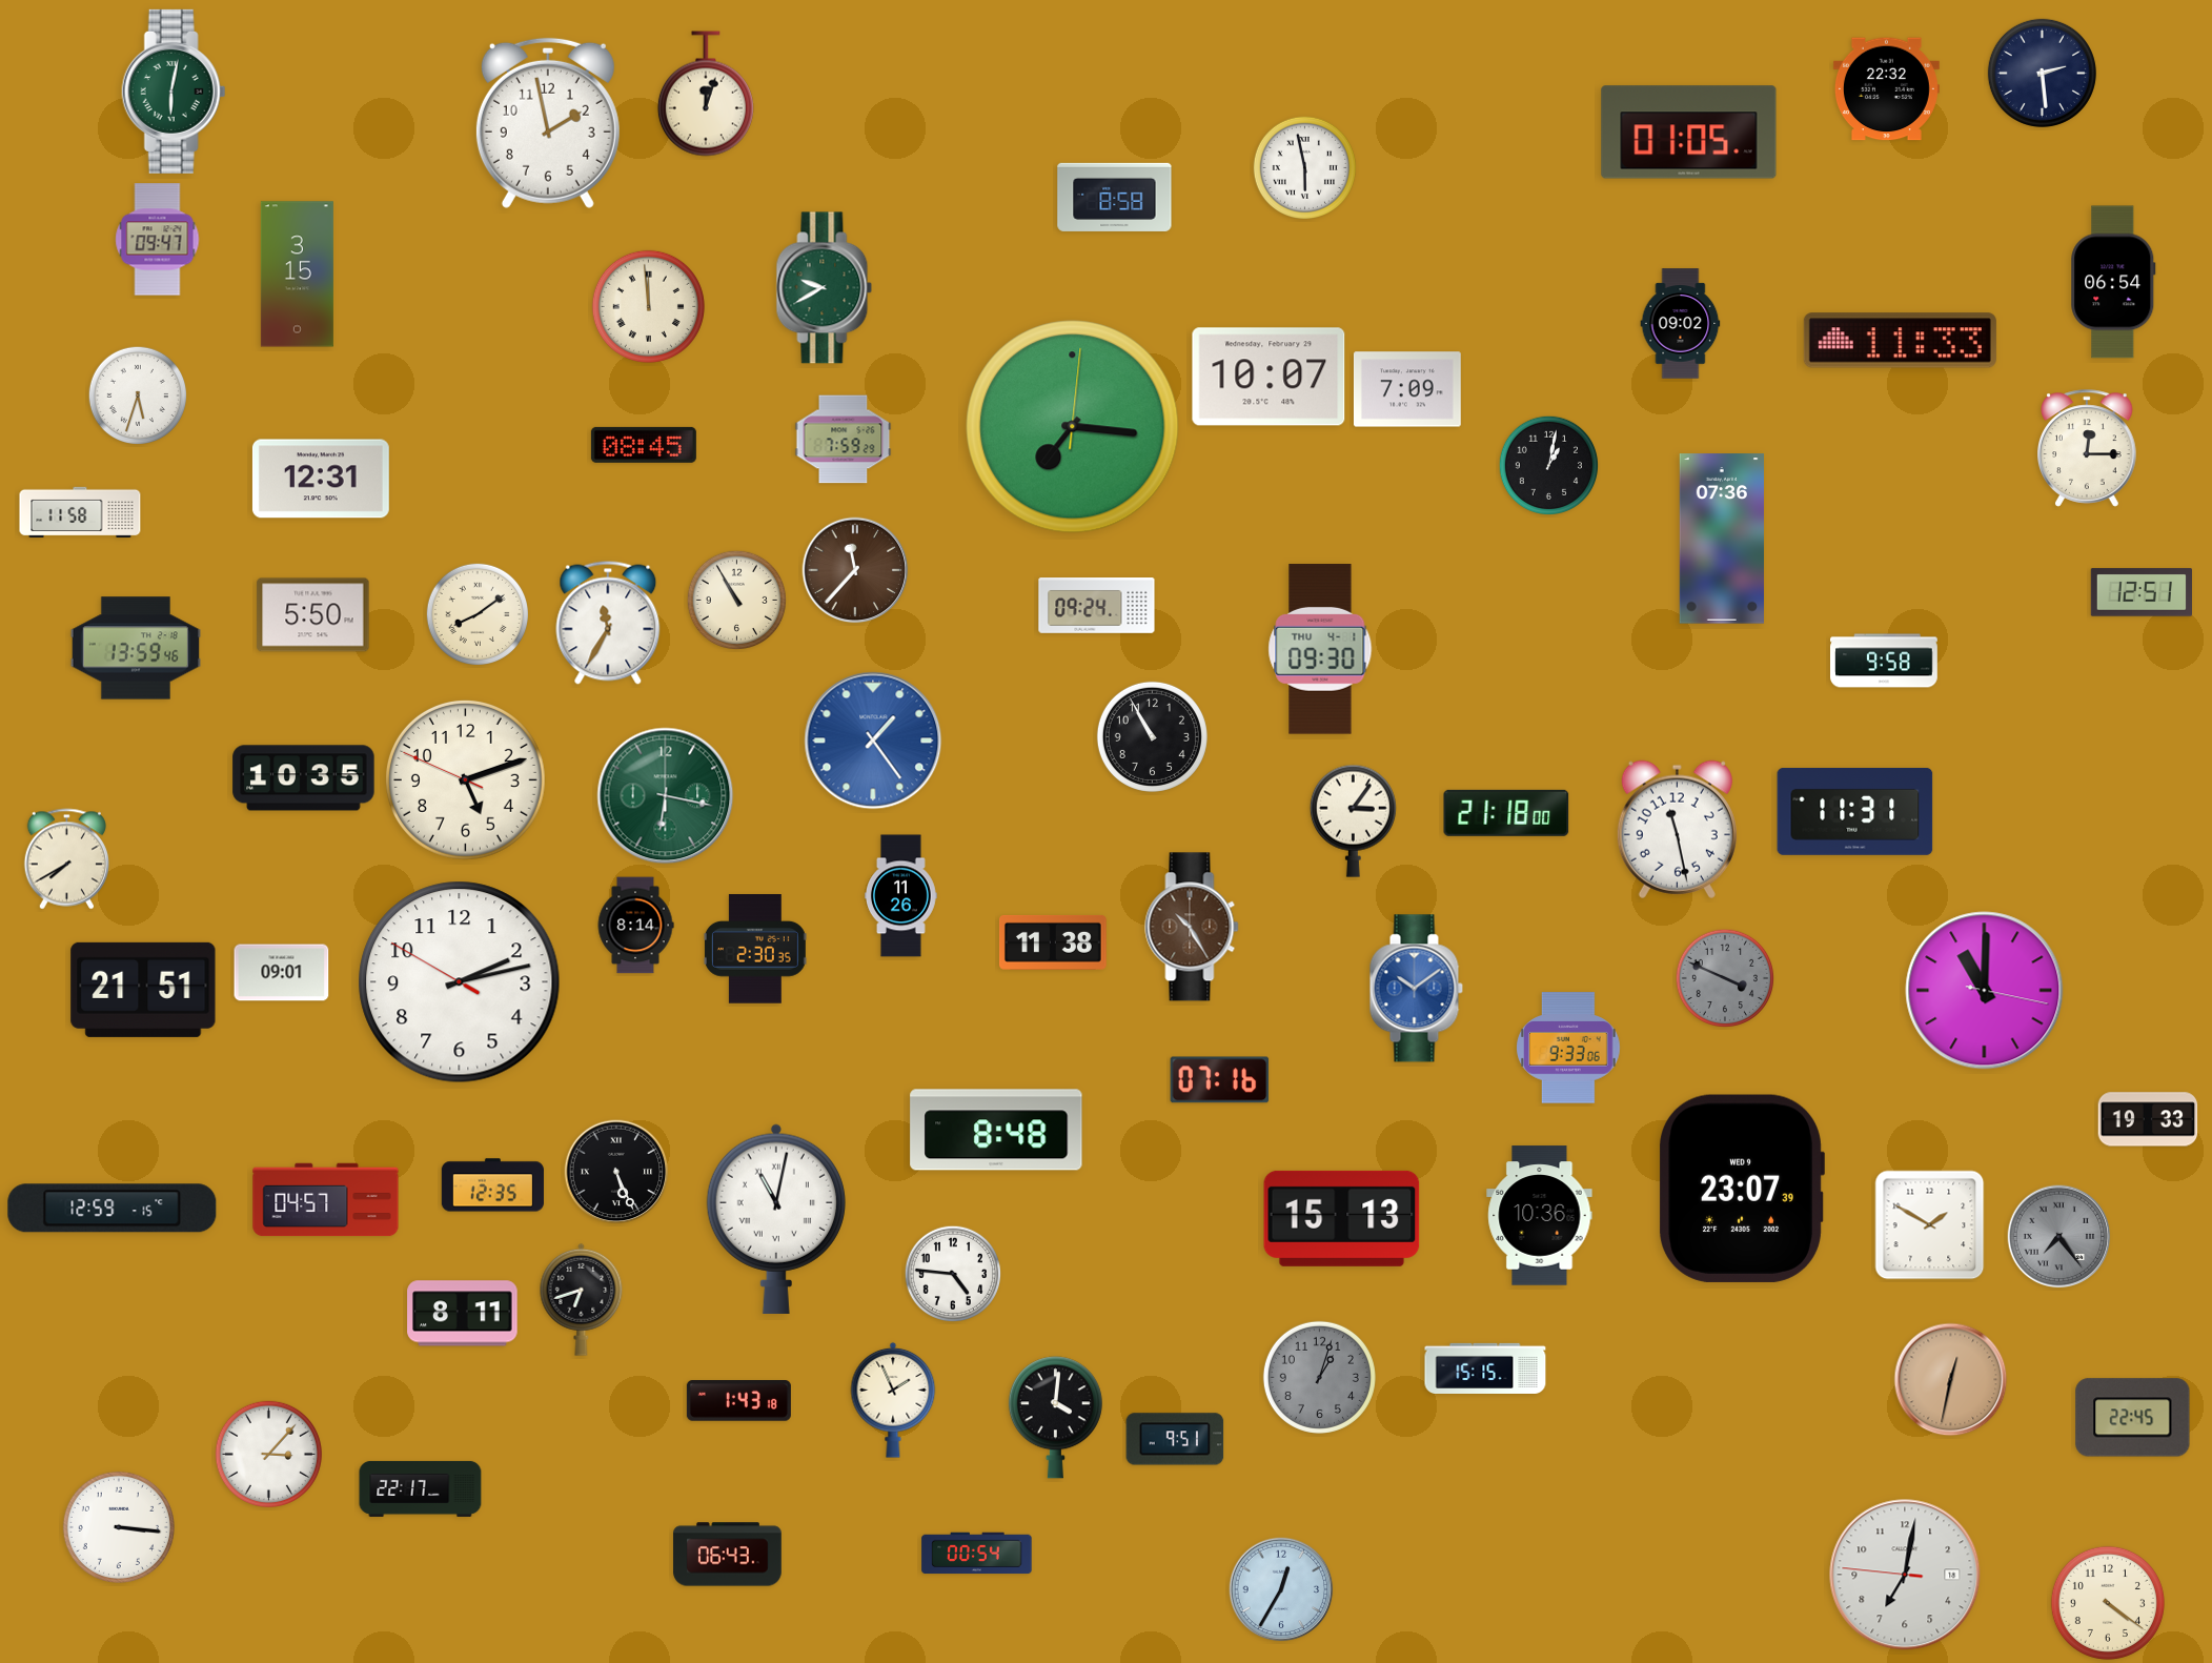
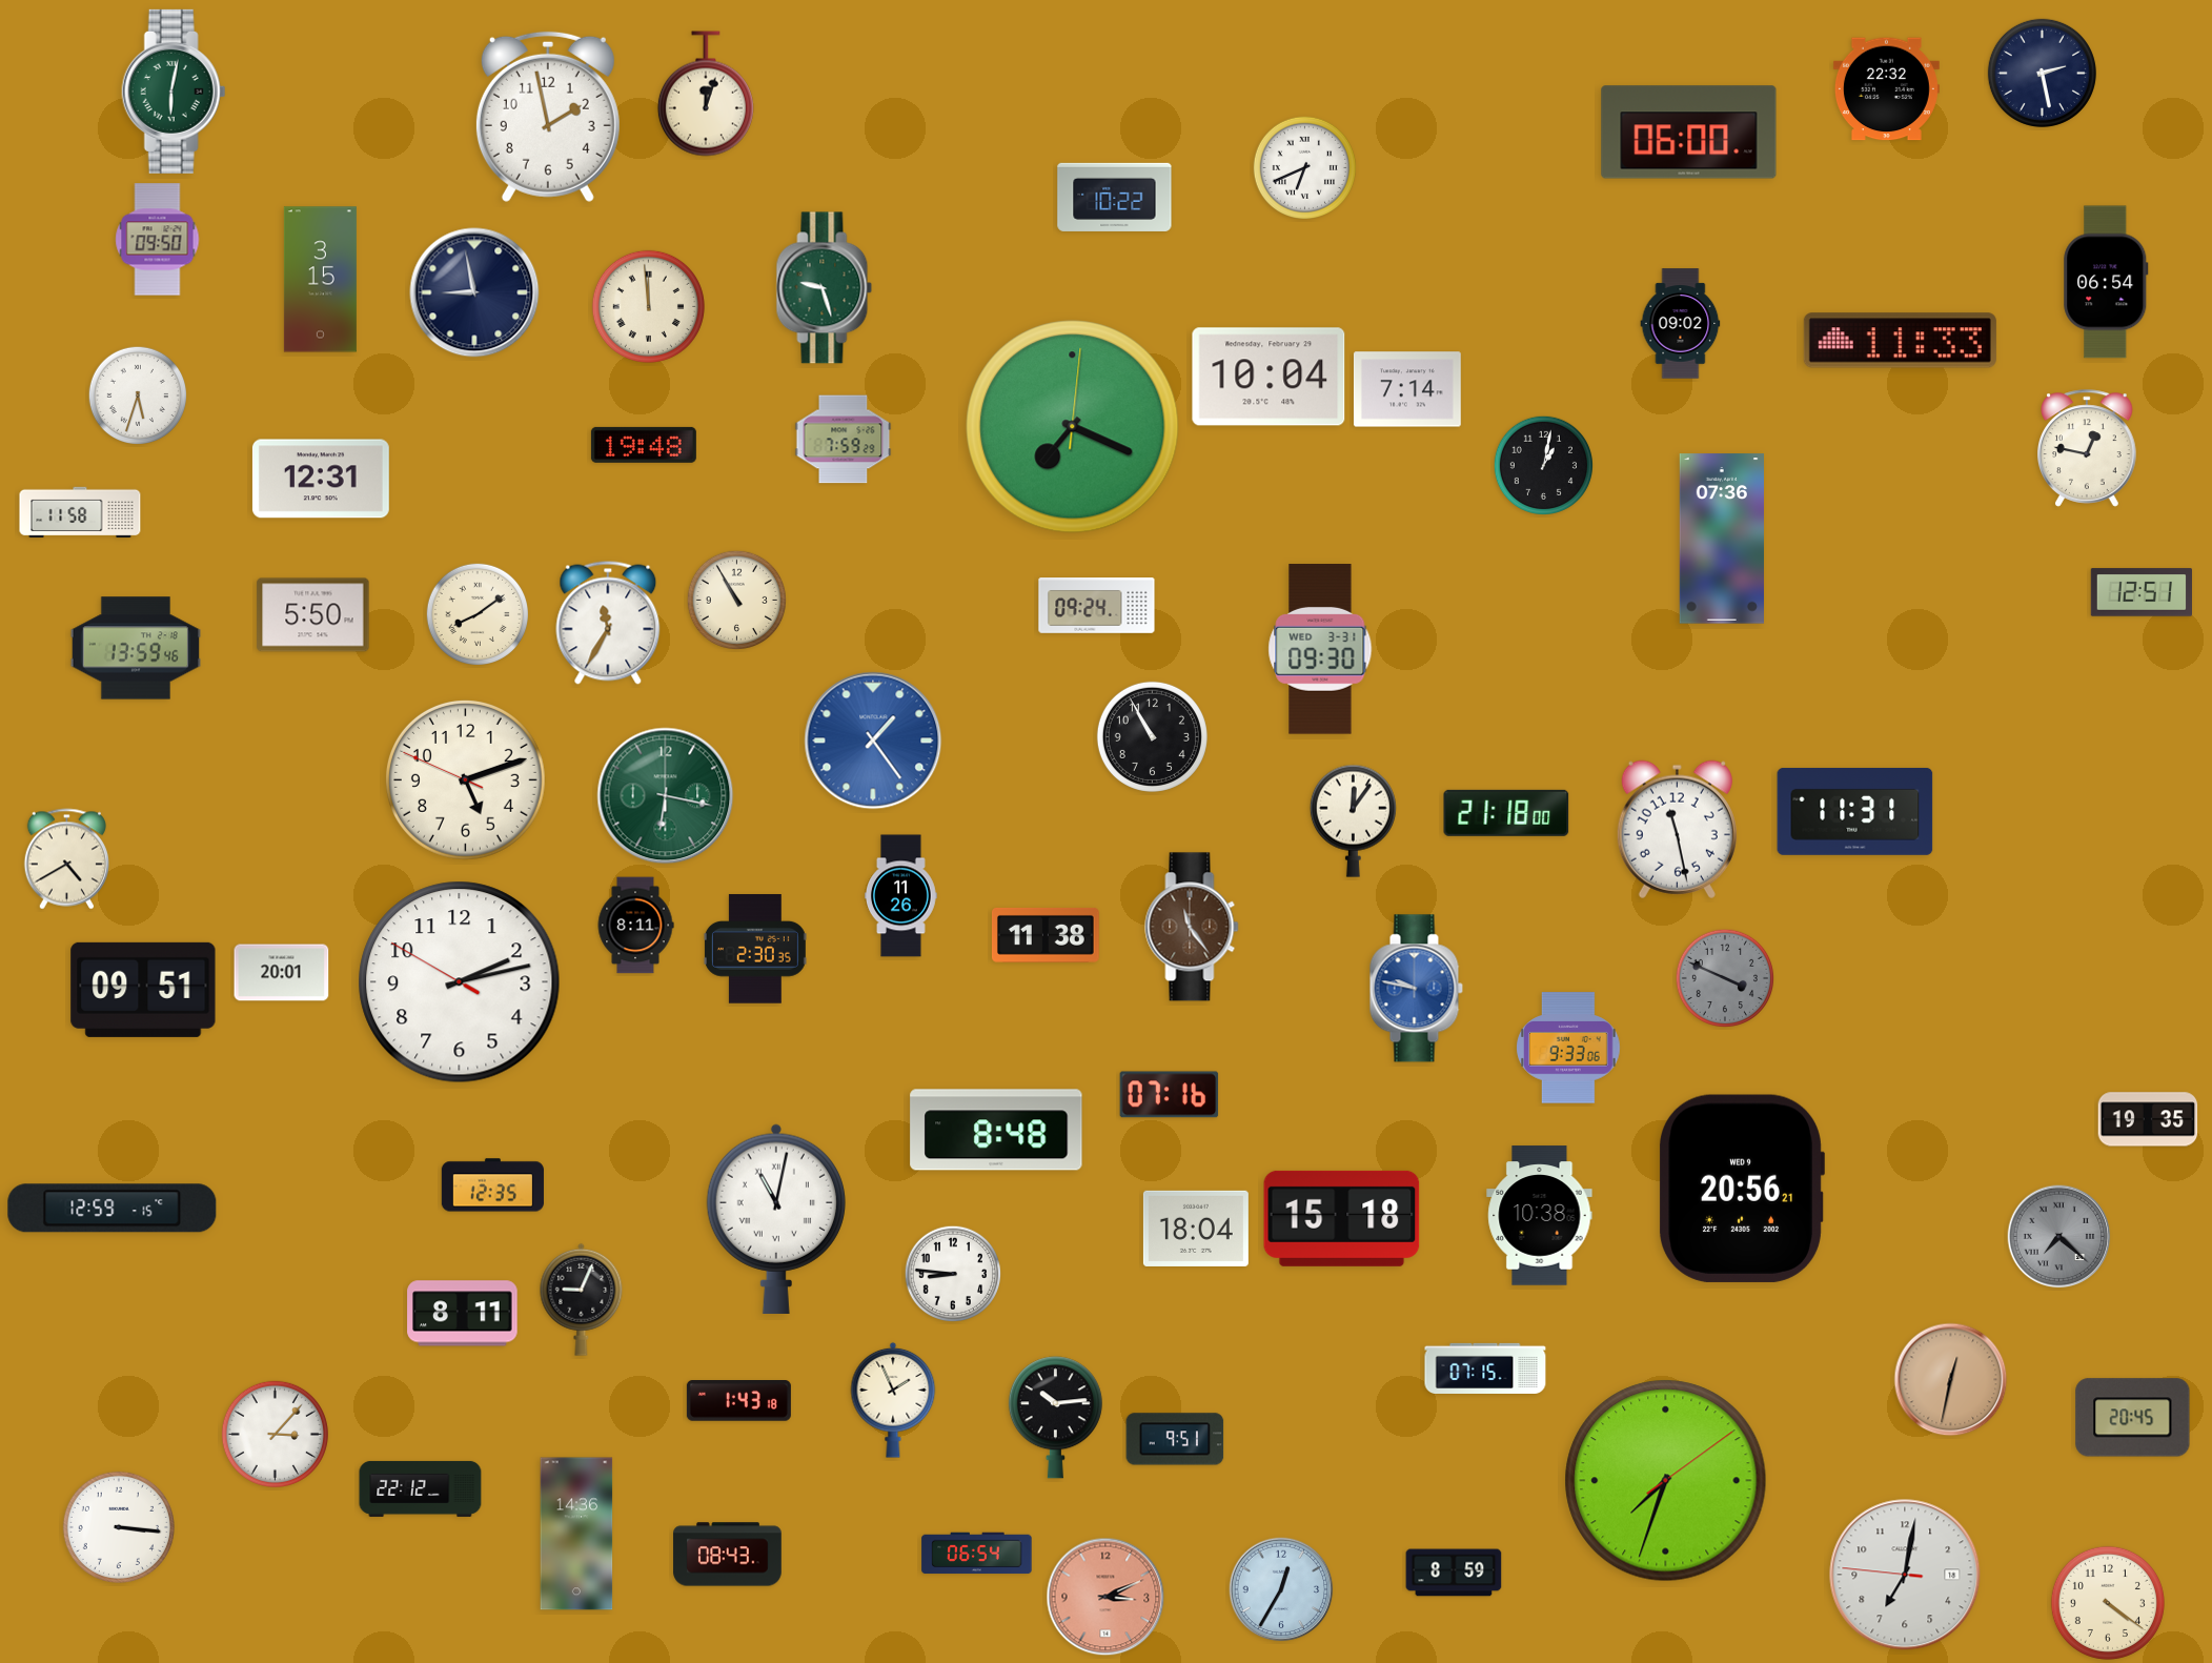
clock at (2042, 73): 2:29 -> 2:28
clock at (548, 123) position: (548, 123) -> (548, 117)
clock at (1689, 133): 01:05 -> 06:00
clock at (1304, 167): 5:58 -> 6:41
clock at (1115, 197): 8:58 -> 10:22
clock at (158, 240): 09:47 -> 09:50
clock at (297, 275) position: (297, 275) -> (320, 280)
clock at (2113, 282) position: (2113, 282) -> (2106, 282)
clock at (825, 288): 9:40 -> 9:27
clock at (474, 292): none -> 8:58
clock at (1269, 377): 10:07 -> 10:04
clock at (1407, 389): 7:09 -> 7:14
clock at (1073, 427): 7:16 -> 7:19
clock at (644, 445): 08:45 -> 19:48
clock at (2088, 448): 12:15 -> 12:47
clock at (1548, 465) position: (1548, 465) -> (1543, 465)
clock at (855, 570): 11:37 -> none
clock at (1320, 649) date: THU 4-1 -> WED 3-31
clock at (1885, 661): 9:58 -> none
clock at (304, 778): 10:35 -> none
clock at (1353, 820): 3:06 -> 12:06
clock at (66, 859): 7:40 -> 4:40
clock at (635, 926): 8:14 -> 8:11
clock at (1192, 927): 10:25 -> 11:24
clock at (1053, 942) position: (1053, 942) -> (1046, 935)
clock at (282, 973): 09:01 -> 20:01
clock at (1416, 989): 10:09 -> 9:47
clock at (143, 990): 21:51 -> 09:51
clock at (1985, 991): 11:00 -> none
clock at (1220, 1080) position: (1220, 1080) -> (1170, 1095)
clock at (2148, 1119): 19:33 -> 19:35
clock at (616, 1172): 5:26 -> none
clock at (1741, 1189): 23:07 -> 20:56
clock at (326, 1200): 04:57 -> none
clock at (1540, 1216): 10:36 -> 10:38
clock at (1342, 1218): 15:13 -> 15:18
clock at (1930, 1225): 1:50 -> none
clock at (1196, 1229): none -> 18:04
clock at (2059, 1237): 7:24 -> 7:22
clock at (953, 1274): 4:46 -> 8:46
clock at (582, 1299): 6:42 -> 9:04
clock at (1485, 1368): 15:15 -> 07:15
clock at (1319, 1377): 1:03 -> none
clock at (1055, 1418): 4:01 -> 10:14
clock at (2133, 1418): 22:45 -> 20:45
clock at (268, 1454) position: (268, 1454) -> (275, 1434)
clock at (1666, 1481): none -> 7:33
clock at (421, 1488): 22:17 -> 22:12
clock at (576, 1534): none -> 14:36
clock at (977, 1554): 00:54 -> 06:54
clock at (728, 1555): 06:43 -> 08:43
clock at (1454, 1573): none -> 8:59
clock at (1105, 1597): none -> 3:11
